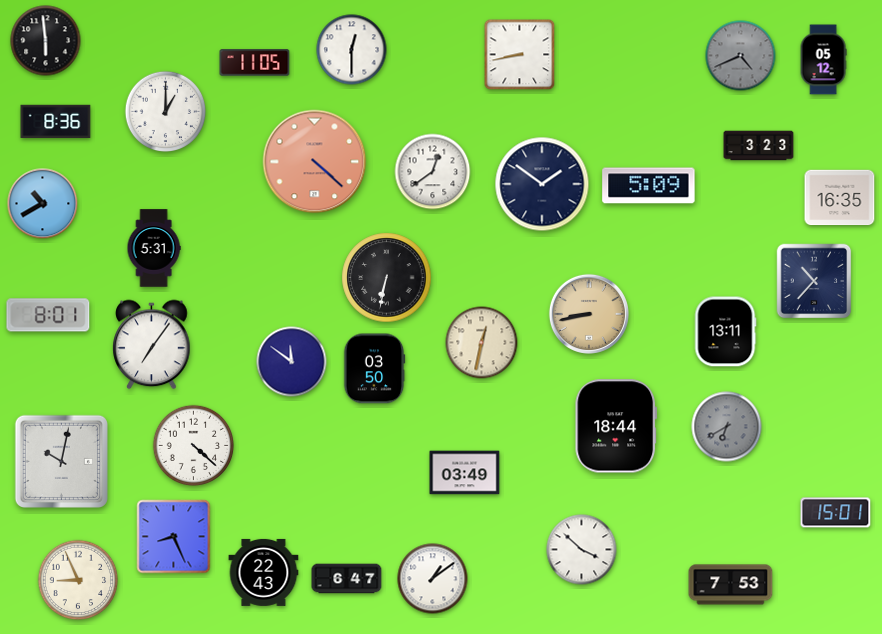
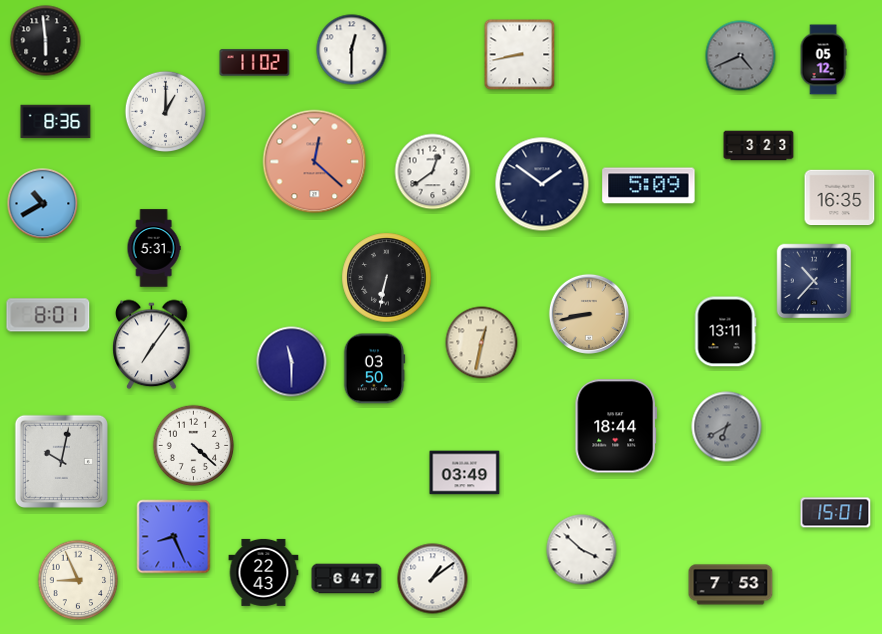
clock at (255, 63): 11:05 -> 11:02
clock at (315, 162): 4:22 -> 12:22
clock at (292, 362): 11:51 -> 11:30
